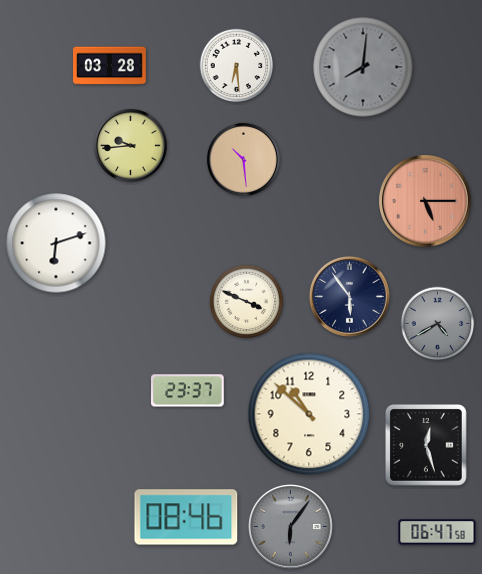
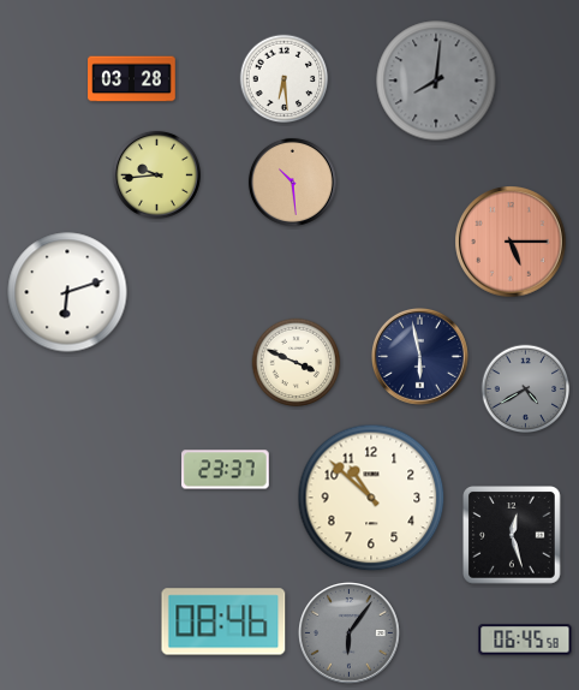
clock at (243, 159) position: (243, 159) -> (292, 182)
clock at (350, 297): 5:54 -> 5:58
clock at (437, 532): 06:47 -> 06:45
